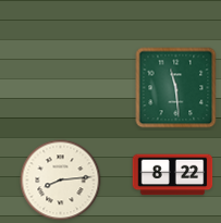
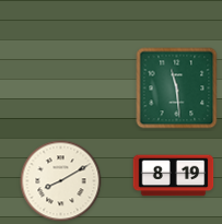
clock at (173, 175): 8:22 -> 8:19
clock at (61, 181): 8:14 -> 8:10
